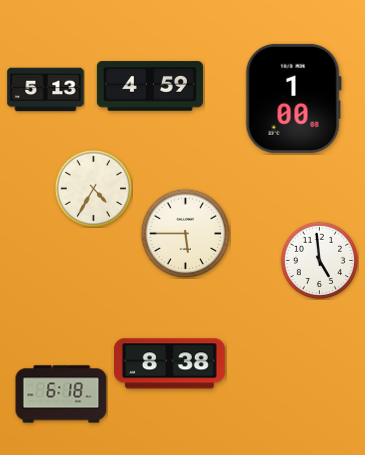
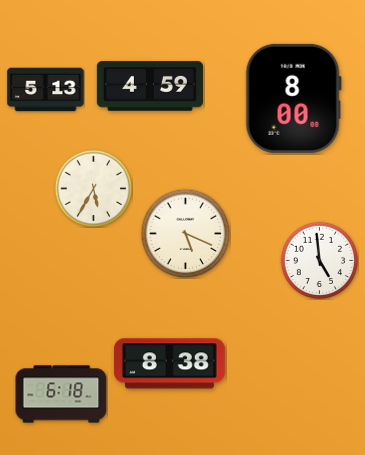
clock at (293, 98): 1:00 -> 8:00
clock at (93, 188): 4:35 -> 5:35
clock at (185, 233): 5:45 -> 5:19
